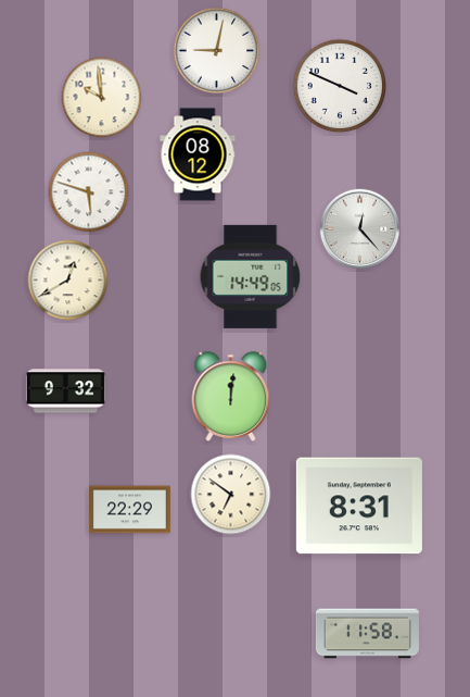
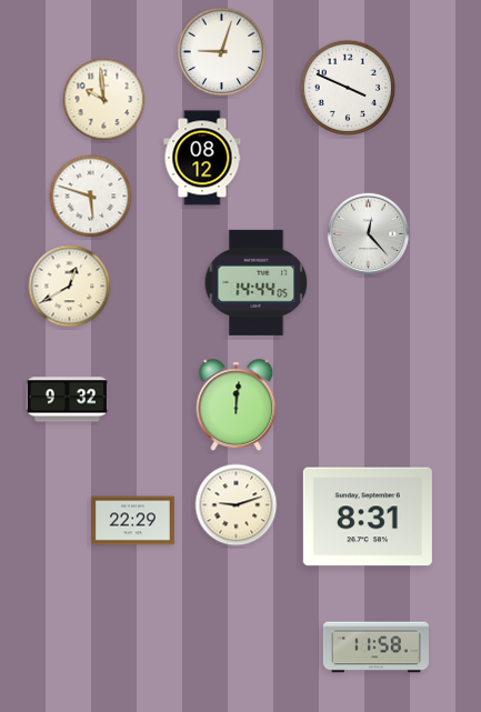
clock at (217, 51): 9:02 -> 9:03
clock at (251, 276): 14:49 -> 14:44
clock at (231, 495): 6:51 -> 9:12
